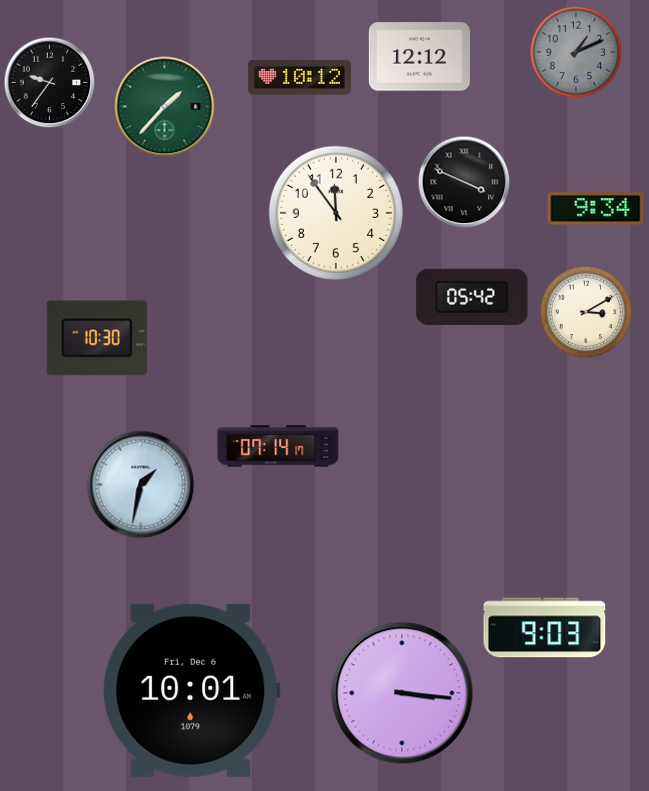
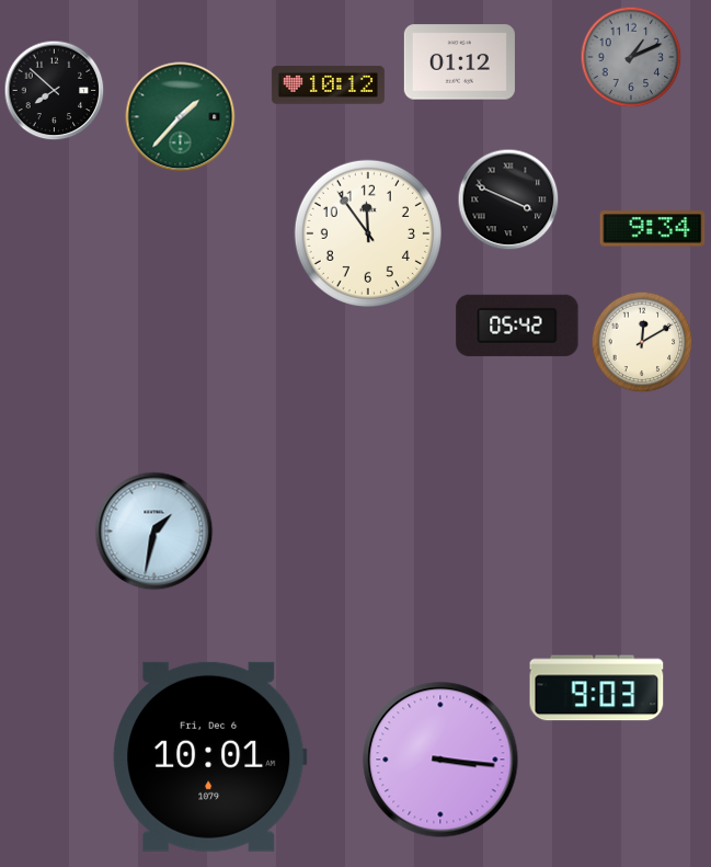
clock at (419, 57): 12:12 -> 01:12
clock at (50, 83): 9:36 -> 7:52
clock at (586, 312): 3:10 -> 12:10
clock at (97, 338): 10:30 -> none
clock at (278, 446): 07:14 -> none
